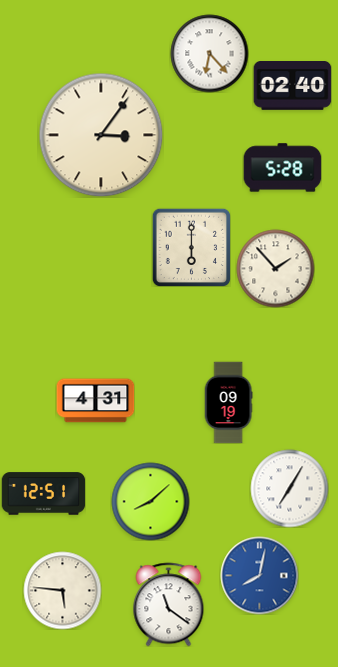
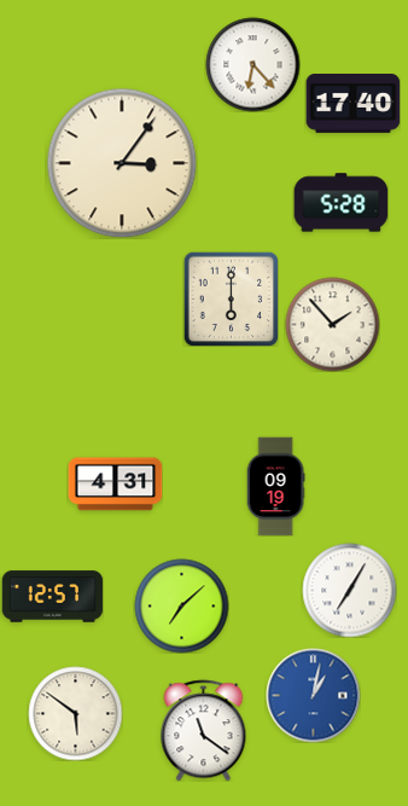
clock at (292, 86): 02:40 -> 17:40
clock at (43, 494): 12:51 -> 12:57
clock at (150, 501): 8:08 -> 7:08
clock at (259, 575): 8:02 -> 1:02
clock at (62, 590): 5:46 -> 5:51
